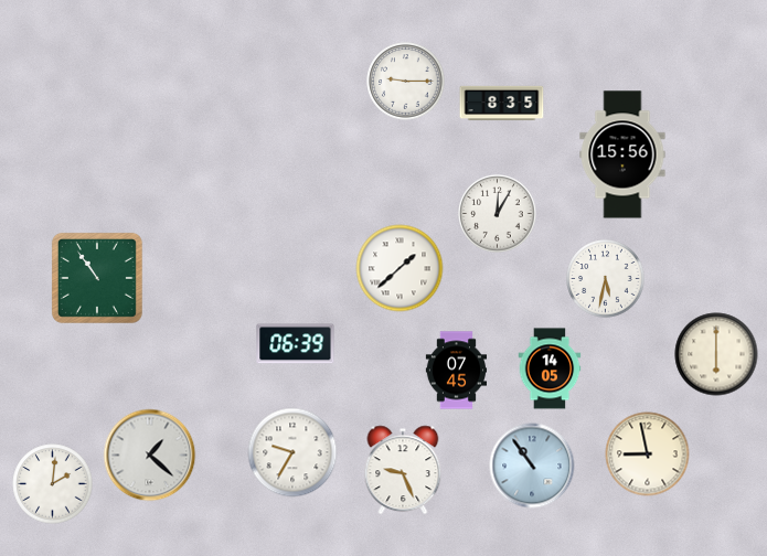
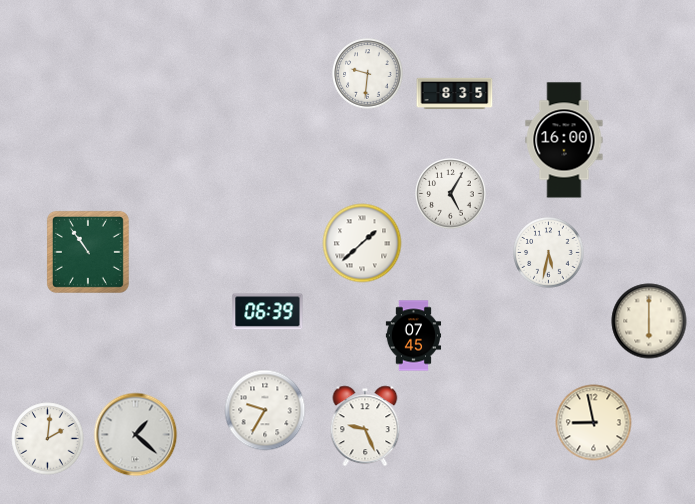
clock at (406, 82): 9:15 -> 9:31
clock at (622, 154): 15:56 -> 16:00
clock at (498, 214): 12:05 -> 5:05
clock at (550, 368): 14:05 -> none
clock at (648, 455) position: (648, 455) -> (594, 423)
clock at (150, 456) position: (150, 456) -> (136, 435)
clock at (532, 466): 10:54 -> none
